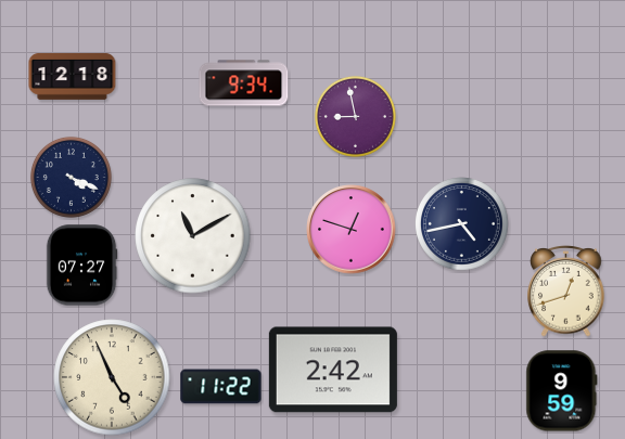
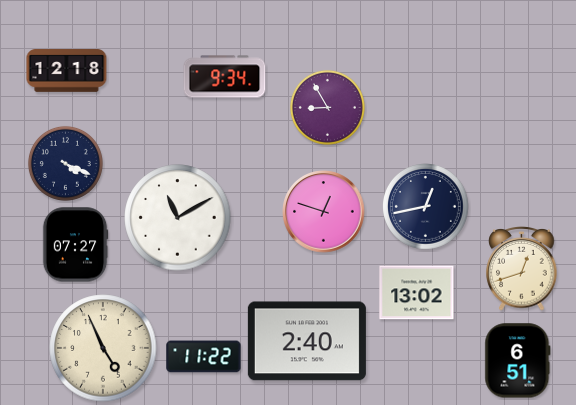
clock at (355, 116): 8:58 -> 8:55
clock at (462, 224): 4:43 -> 12:43
clock at (417, 293): none -> 13:02
clock at (333, 370): 2:42 -> 2:40
clock at (562, 391): 9:59 -> 6:51
